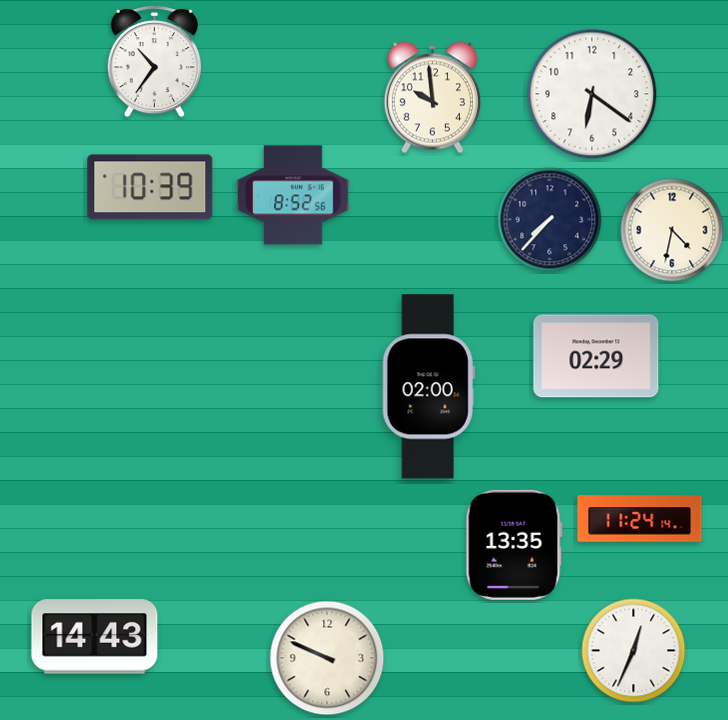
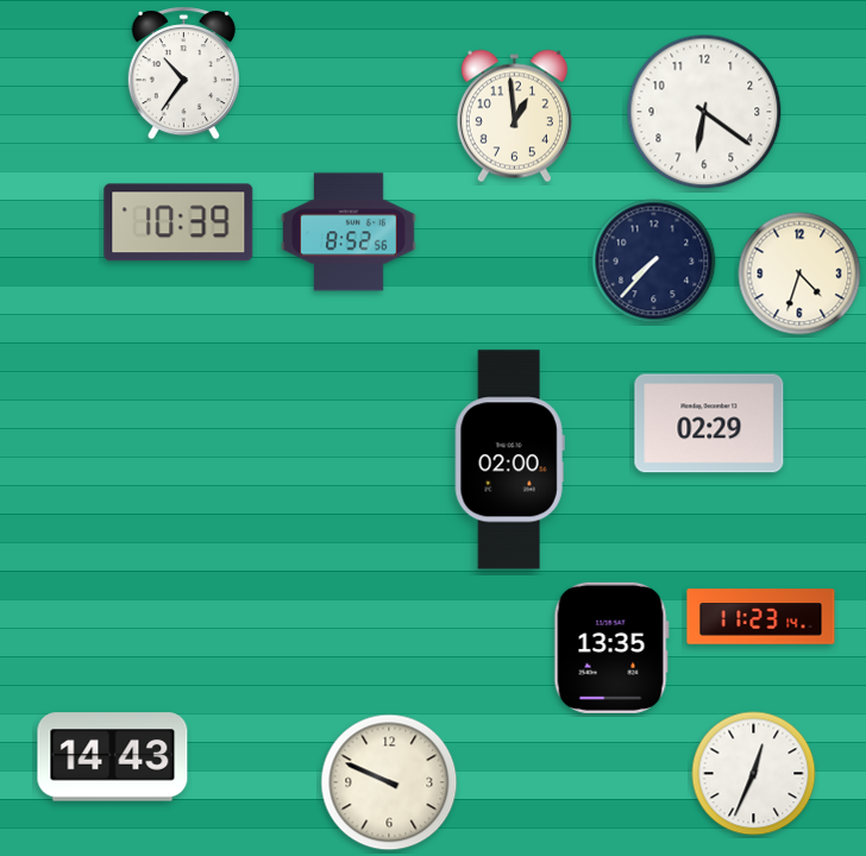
clock at (432, 98): 9:59 -> 12:59
clock at (672, 230): 4:32 -> 4:33
clock at (640, 519): 11:24 -> 11:23
